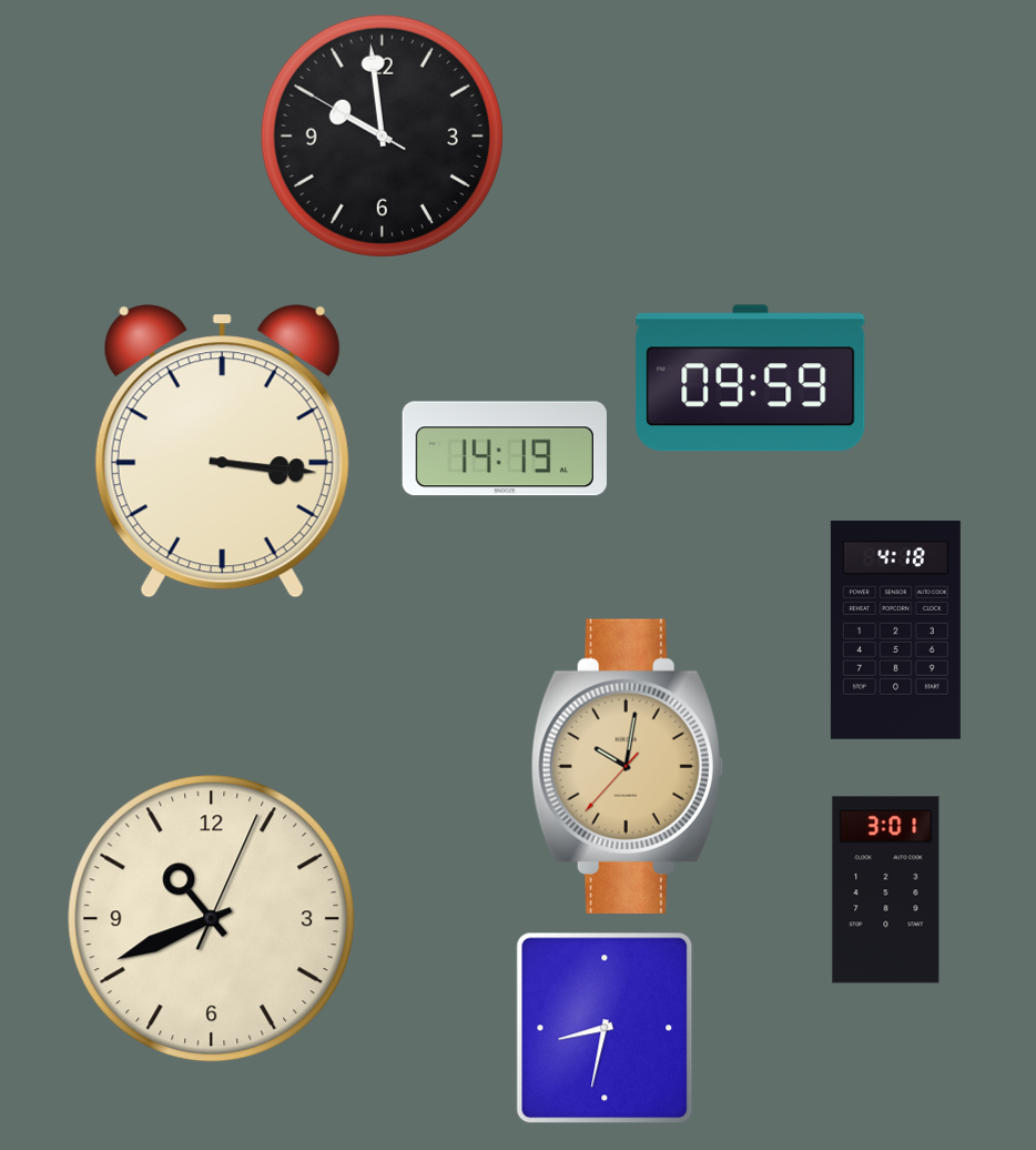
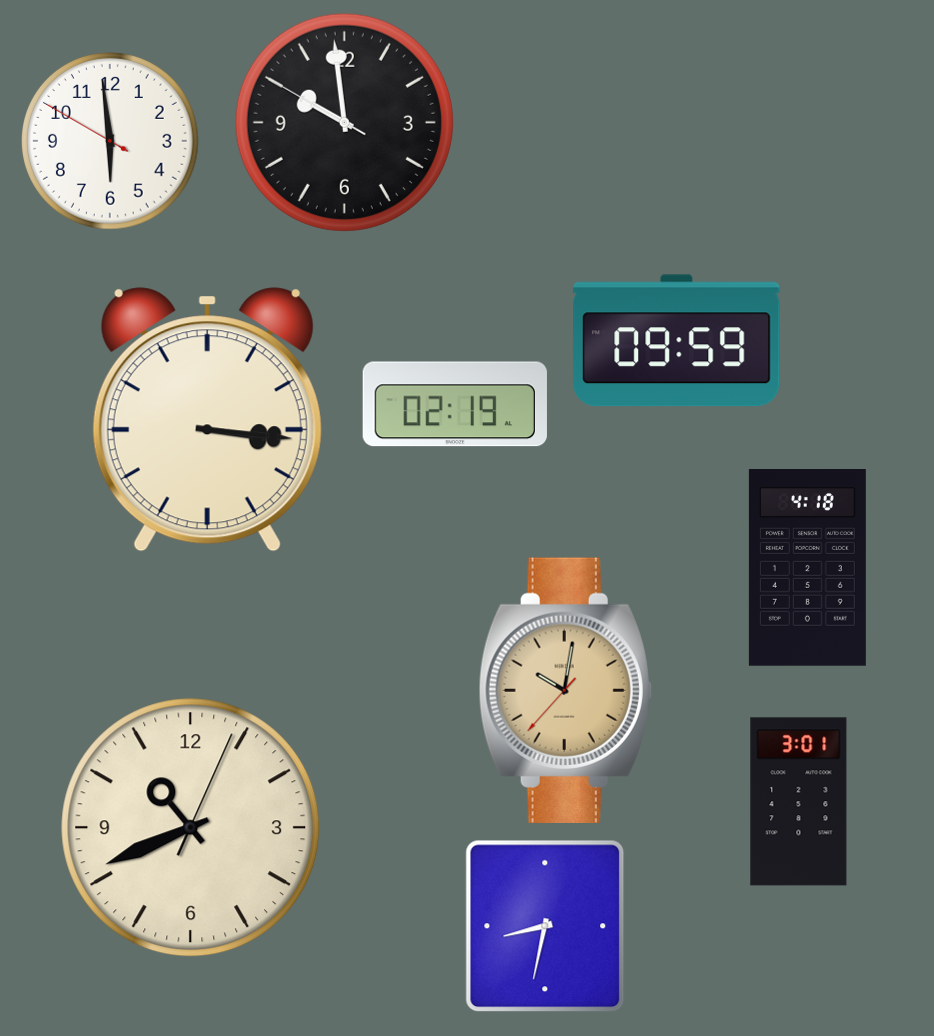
clock at (111, 142): none -> 5:58
clock at (505, 448): 14:19 -> 02:19
clock at (222, 452) position: (222, 452) -> (207, 420)
